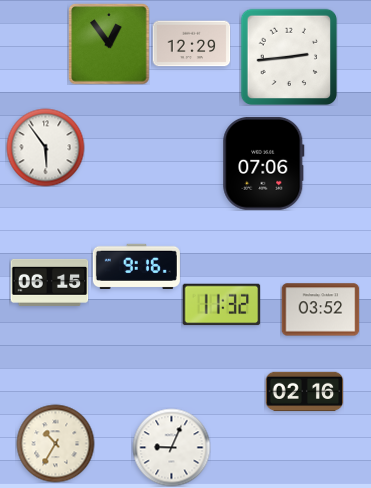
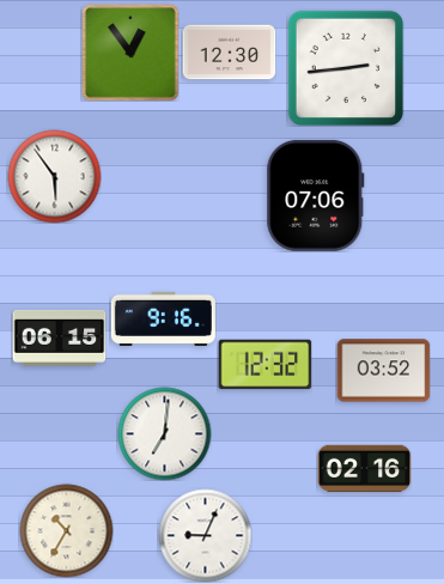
clock at (191, 44): 12:29 -> 12:30
clock at (221, 305): 11:32 -> 12:32
clock at (164, 433): none -> 7:01
